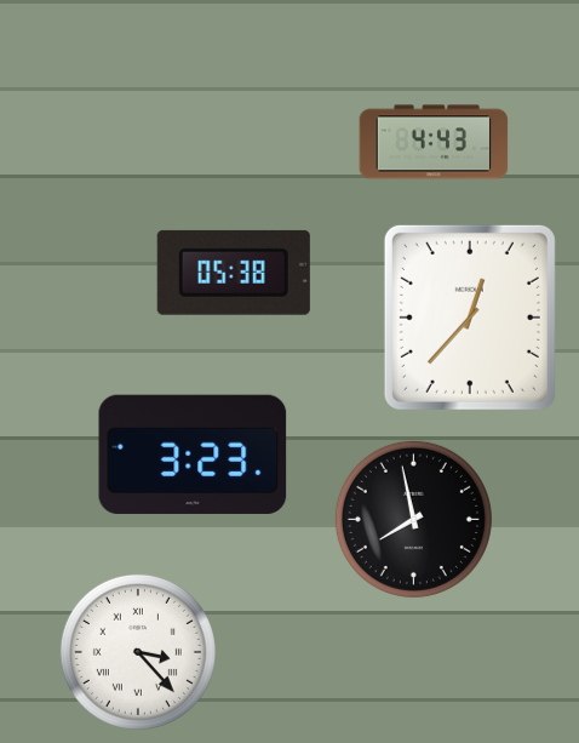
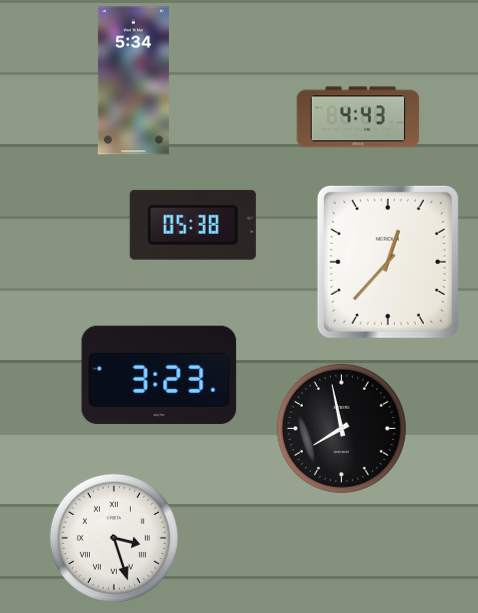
clock at (133, 81): none -> 5:34
clock at (138, 652): 3:23 -> 3:27
